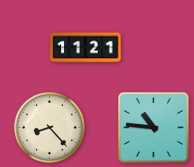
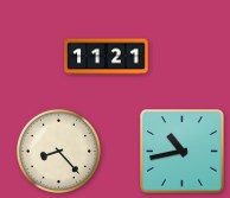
clock at (86, 48) position: (86, 48) -> (107, 57)
clock at (154, 128): 10:46 -> 10:43
